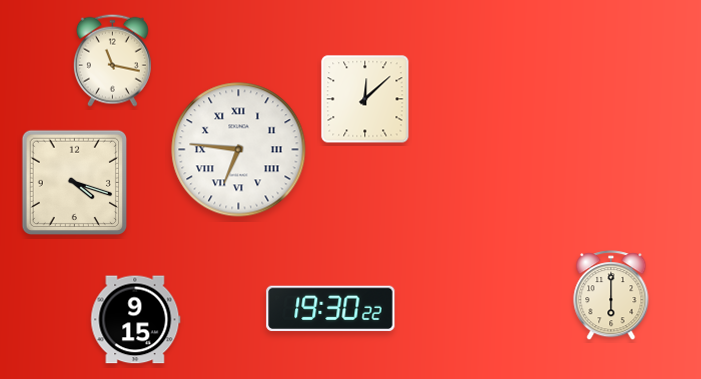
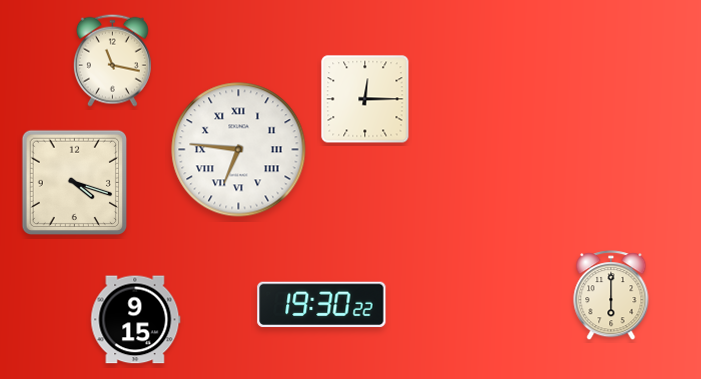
clock at (365, 99): 12:08 -> 12:15
clock at (331, 309) position: (331, 309) -> (322, 305)
